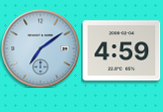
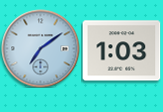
clock at (121, 51): 4:59 -> 1:03
